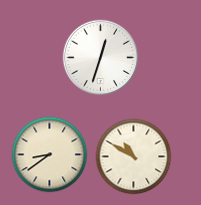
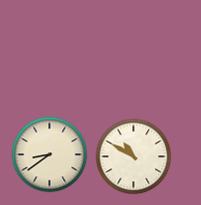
clock at (101, 58): 12:33 -> none
